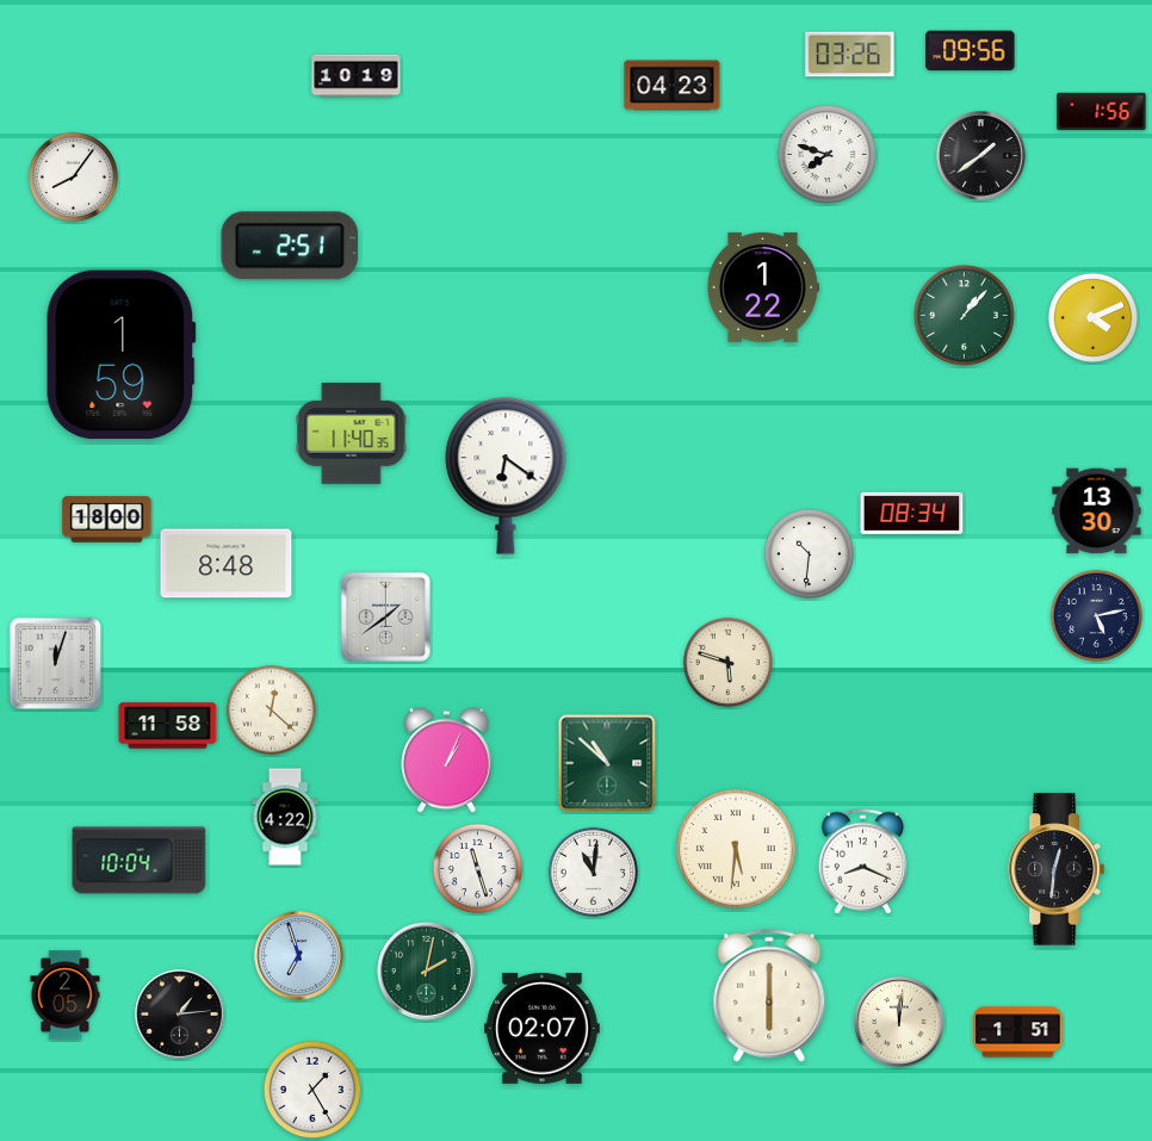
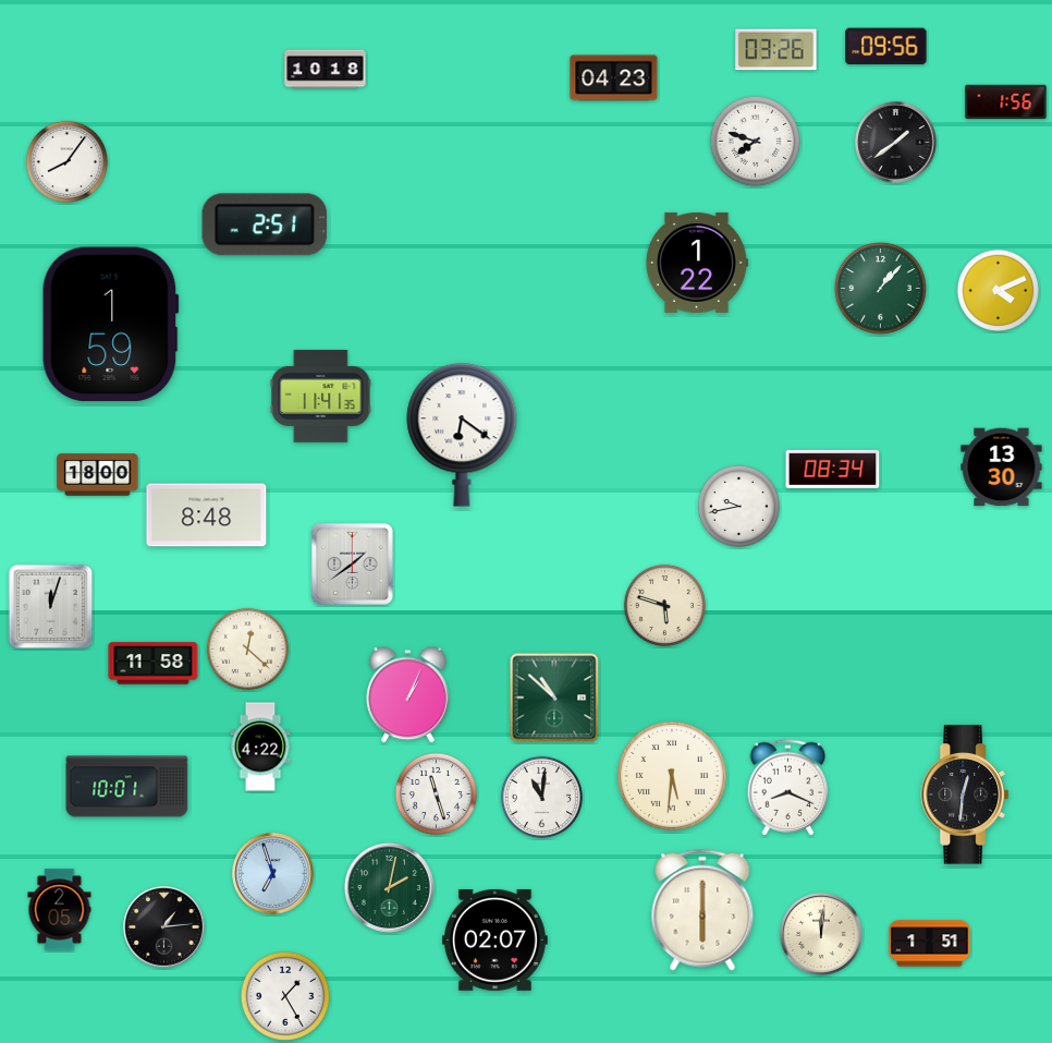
clock at (357, 76): 10:19 -> 10:18
clock at (352, 433): 11:40 -> 11:41
clock at (809, 553): 10:31 -> 9:43
clock at (1096, 615): 5:13 -> none
clock at (140, 861): 10:04 -> 10:01
